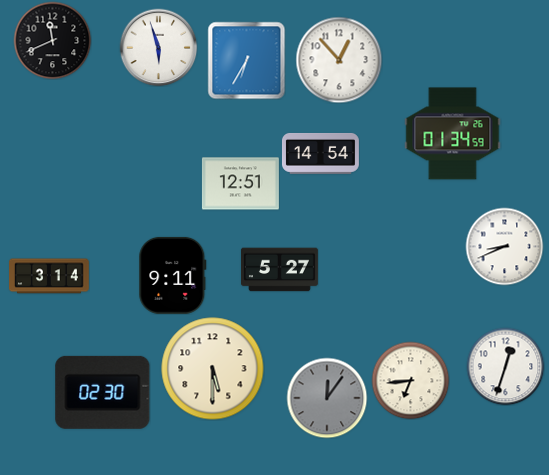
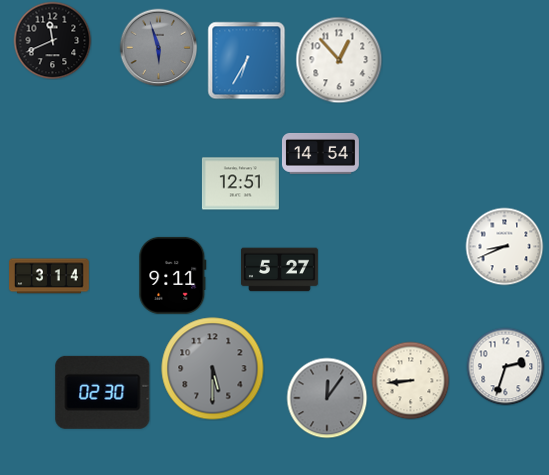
clock at (158, 47) dial: white -> grey
clock at (453, 134): 01:34 -> none
clock at (505, 366): 12:33 -> 2:33
clock at (213, 369) dial: cream -> grey
clock at (410, 380): 6:44 -> 8:44
